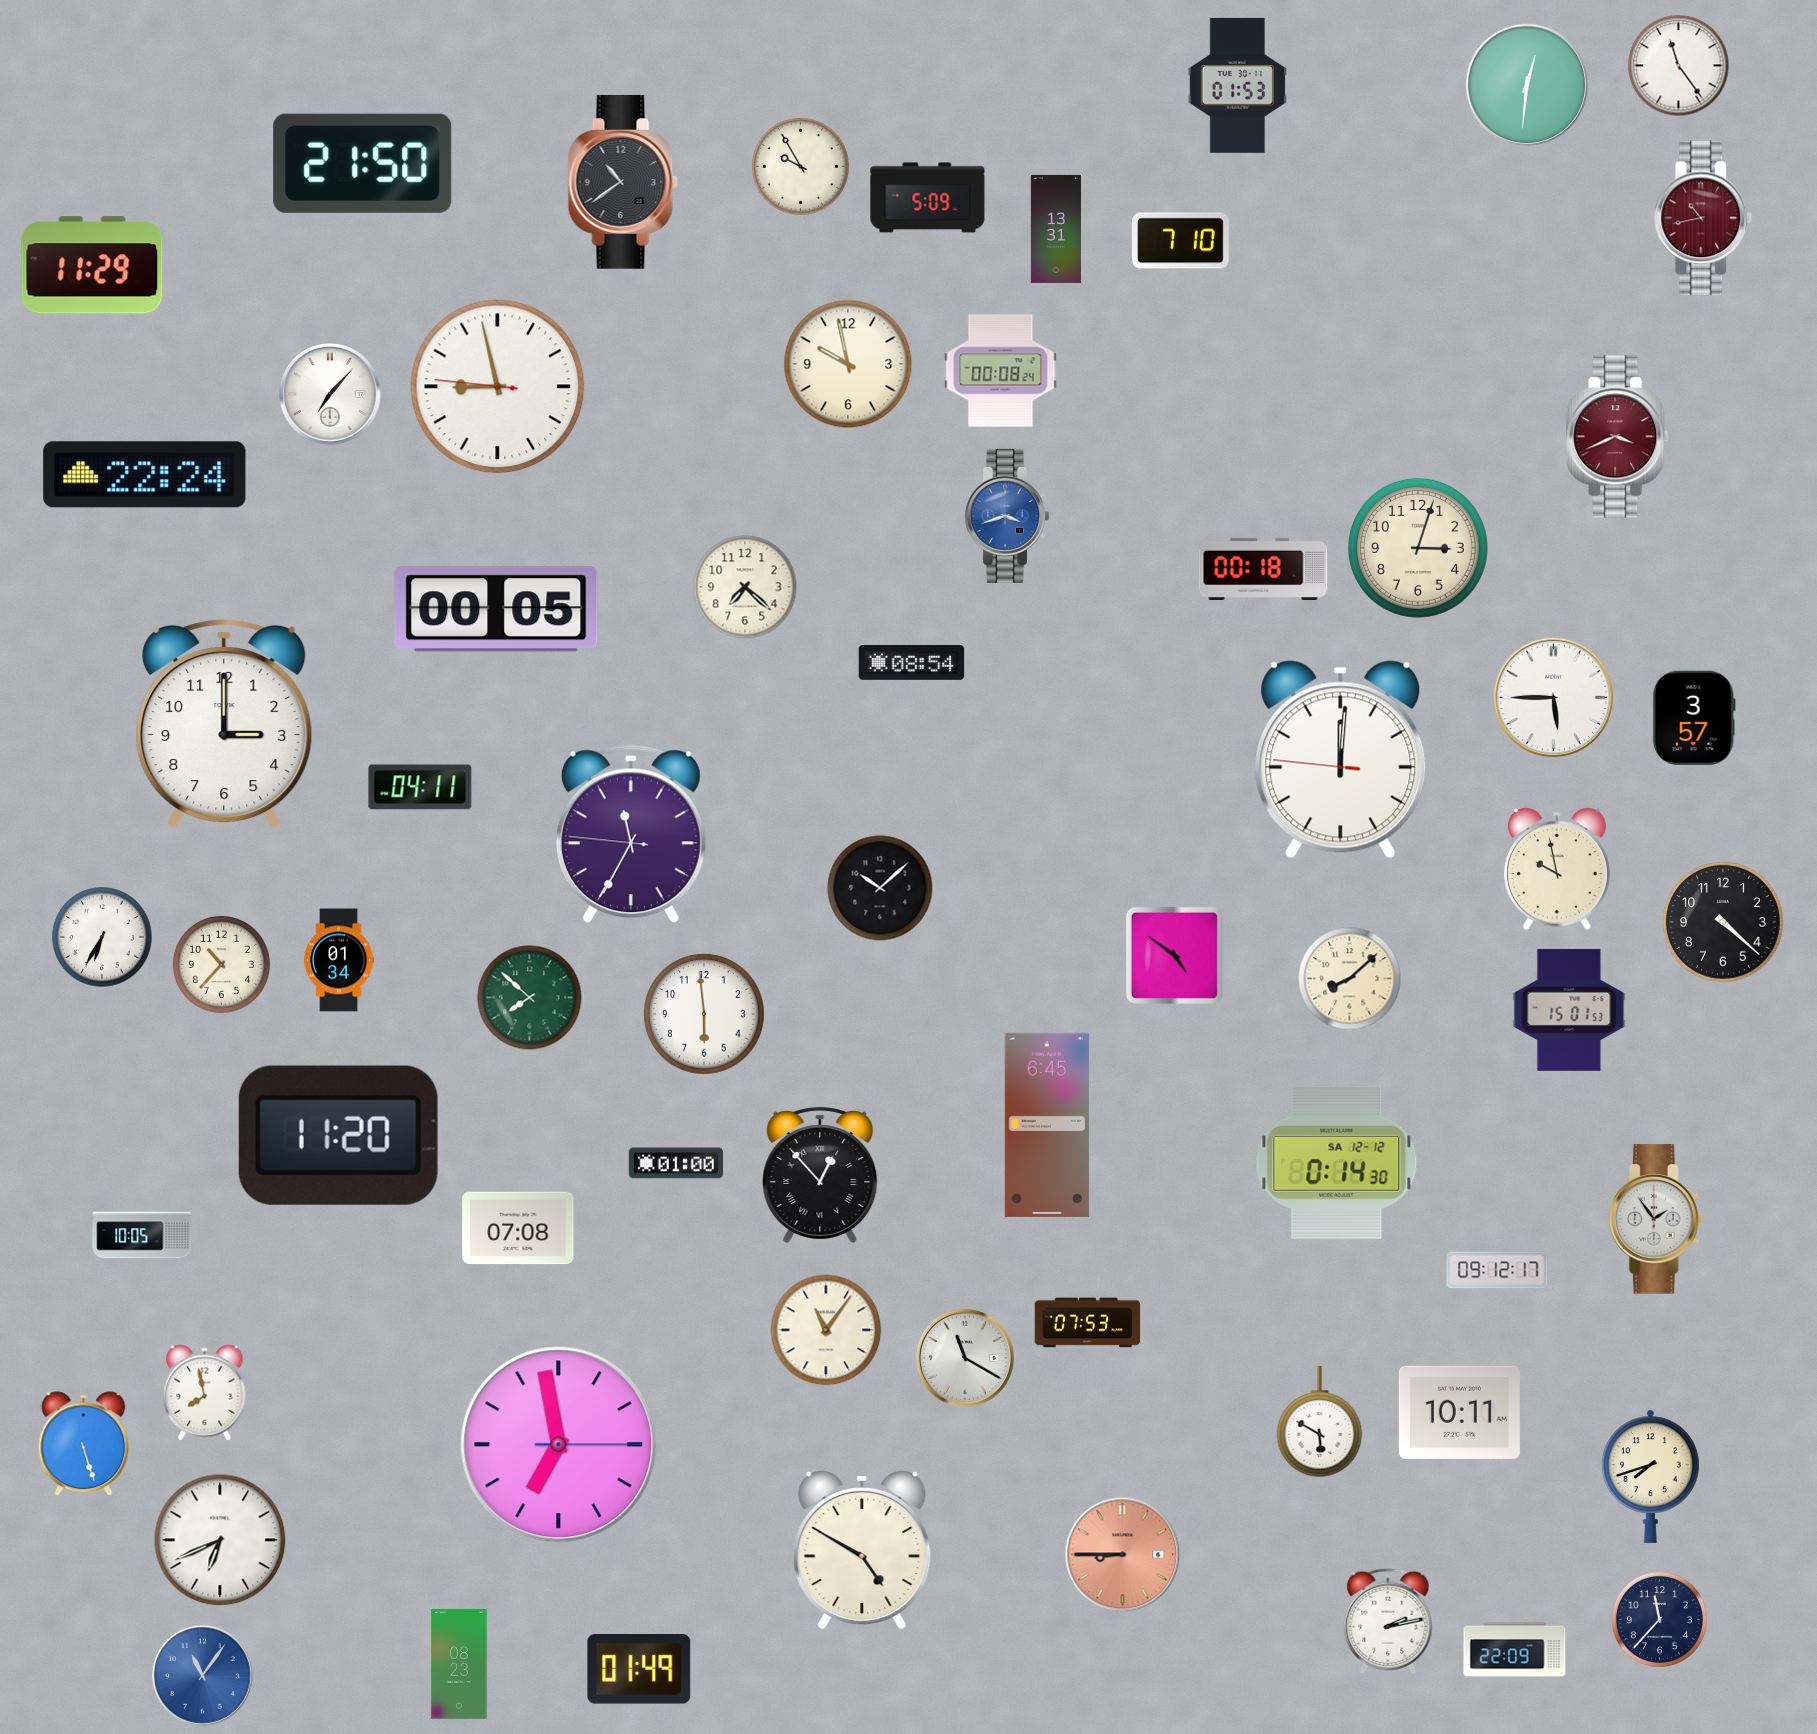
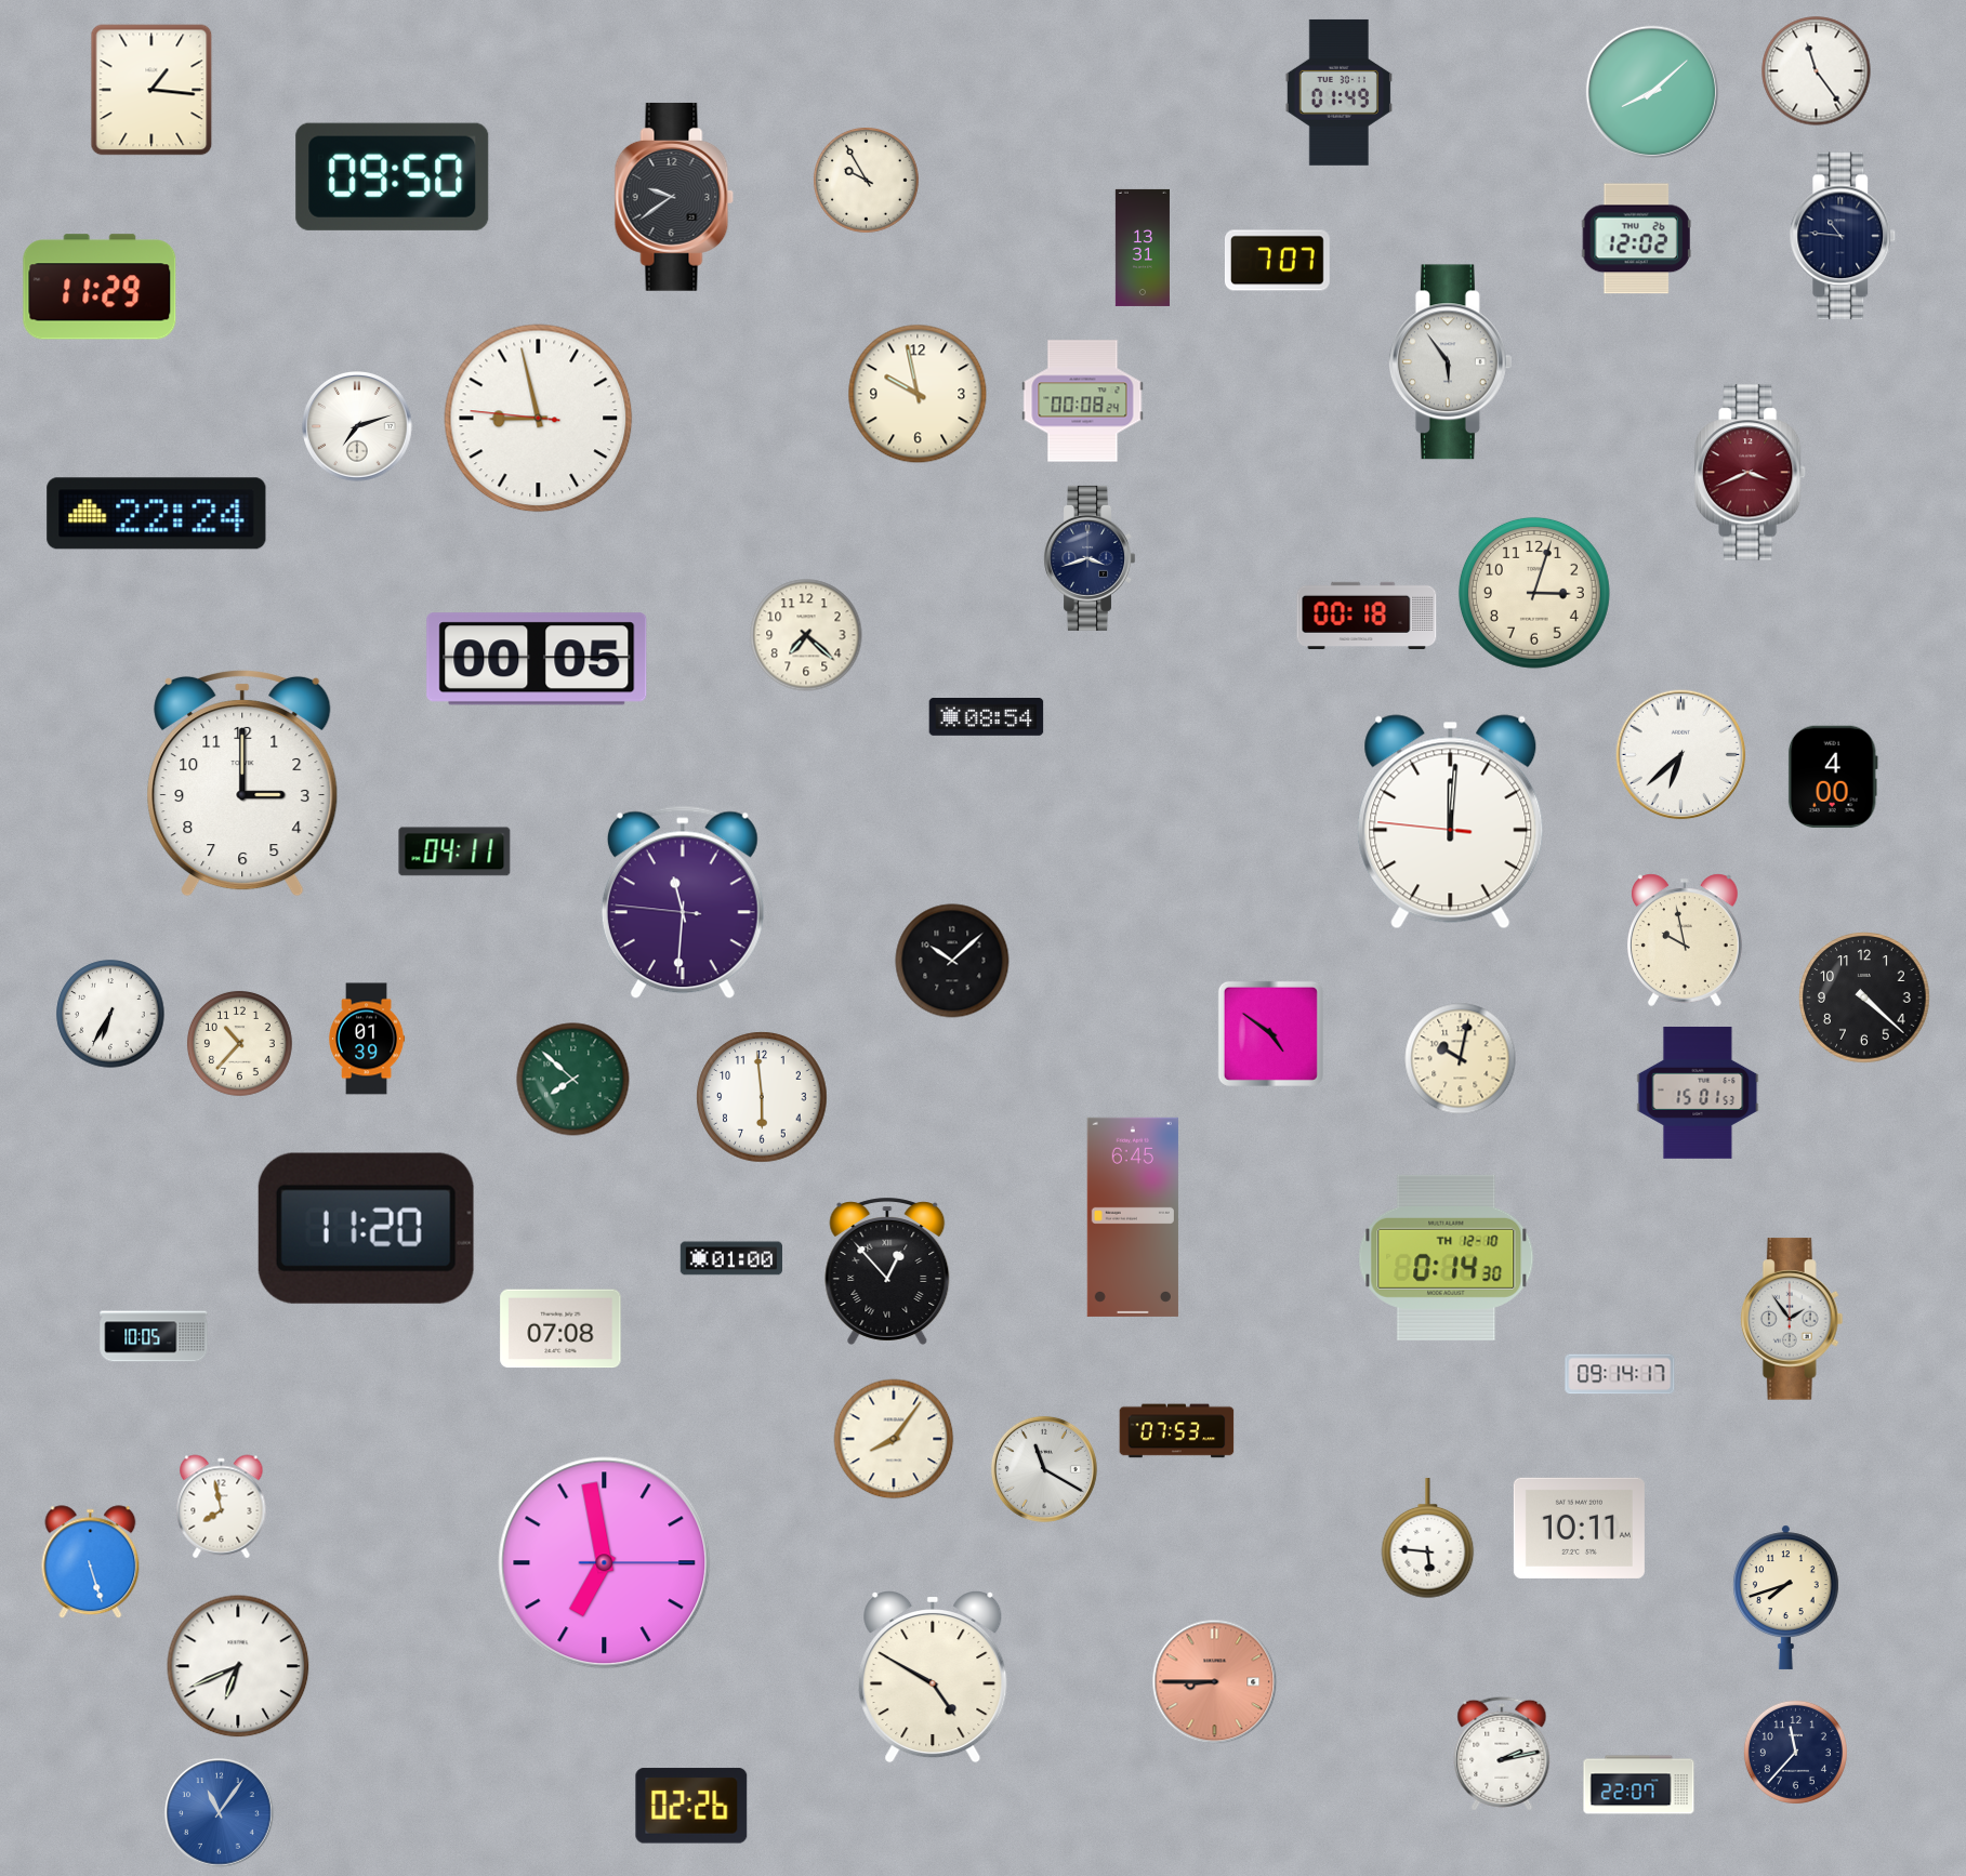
clock at (151, 90): none -> 1:16
clock at (1237, 85): 01:53 -> 01:49
clock at (1527, 85): 12:31 -> 8:08
clock at (363, 163): 21:50 -> 09:50
clock at (623, 182): 10:39 -> 9:39
clock at (928, 198): 5:09 -> none
clock at (1703, 218): 10:43 -> 10:46
clock at (1703, 218) dial: burgundy -> navy
clock at (1636, 239): none -> 12:02
clock at (1181, 241): 7:10 -> 7:07
clock at (1450, 362): none -> 5:54
clock at (330, 394): 7:07 -> 7:12
clock at (1007, 516) dial: blue -> navy
clock at (1554, 698): 5:45 -> 6:38
clock at (1694, 718): 3:57 -> 4:00
clock at (631, 834): 11:34 -> 11:30
clock at (339, 960): 01:34 -> 01:39
clock at (1350, 979): 8:08 -> 10:02
clock at (1337, 1162) date: SA 12-12 -> TH 12-10
clock at (1497, 1270): 09:12 -> 09:14
clock at (826, 1330): 11:06 -> 8:06
clock at (1320, 1422): 5:50 -> 5:46
clock at (1515, 1650): 22:09 -> 22:07
clock at (459, 1664): 08:23 -> none
clock at (639, 1669): 01:49 -> 02:26
